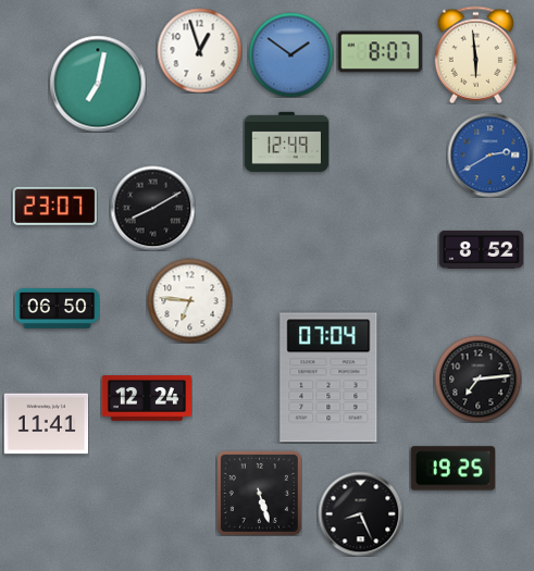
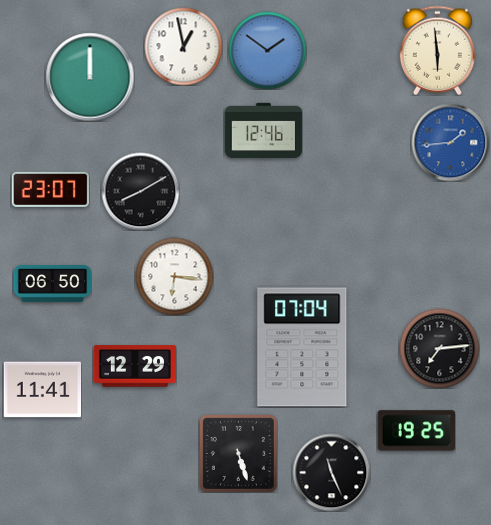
clock at (199, 50): 12:57 -> 12:58
clock at (380, 52): 8:07 -> none
clock at (98, 84): 7:02 -> 12:00
clock at (286, 141): 12:49 -> 12:46
clock at (489, 154): 2:40 -> 1:44
clock at (481, 249): 8:52 -> none
clock at (189, 300): 6:46 -> 6:16
clock at (147, 398): 12:24 -> 12:29
clock at (360, 513): 8:26 -> 11:26
